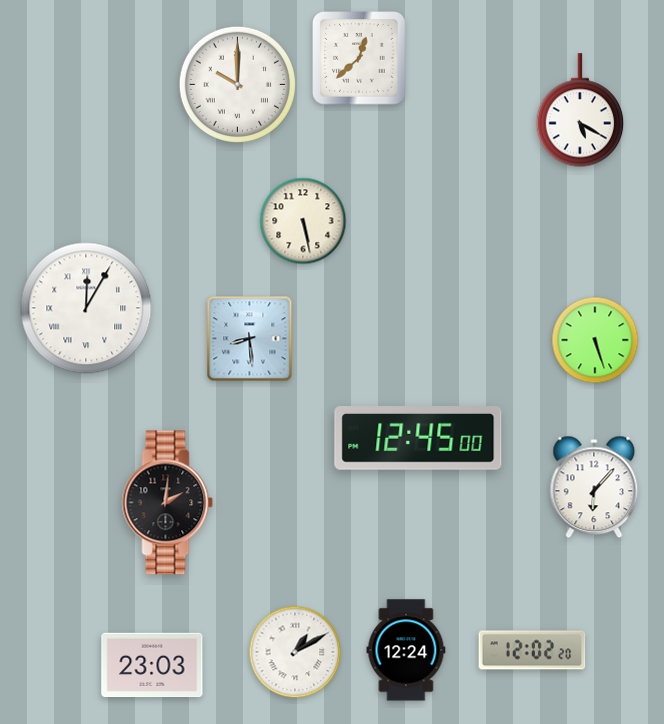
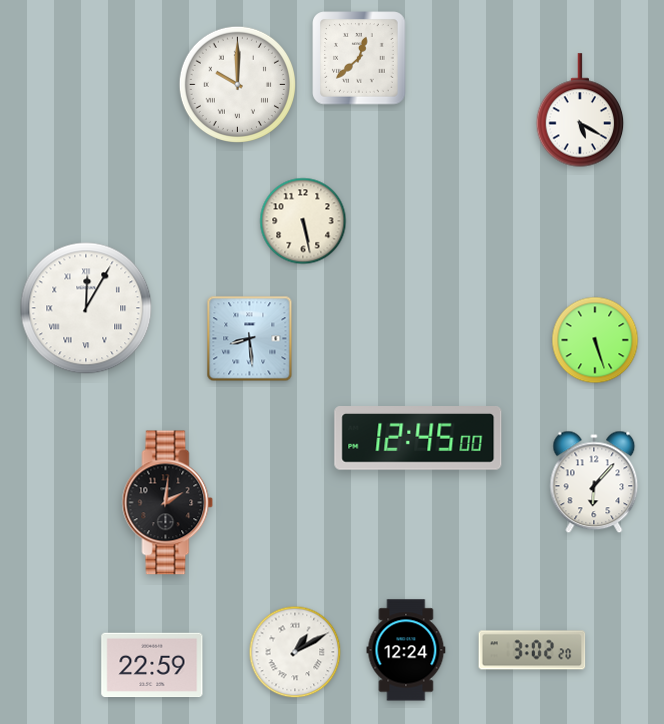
clock at (594, 487) position: (594, 487) -> (594, 482)
clock at (532, 650): 12:02 -> 3:02
clock at (152, 665): 23:03 -> 22:59
